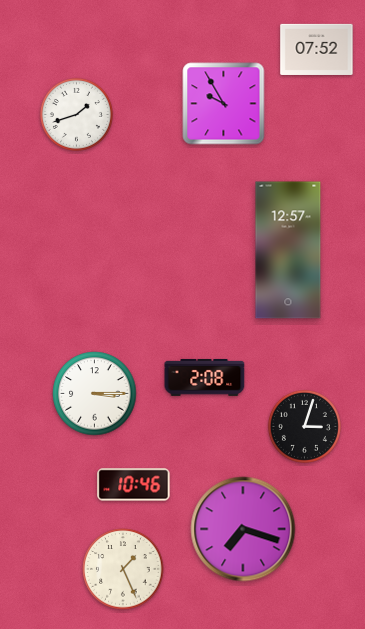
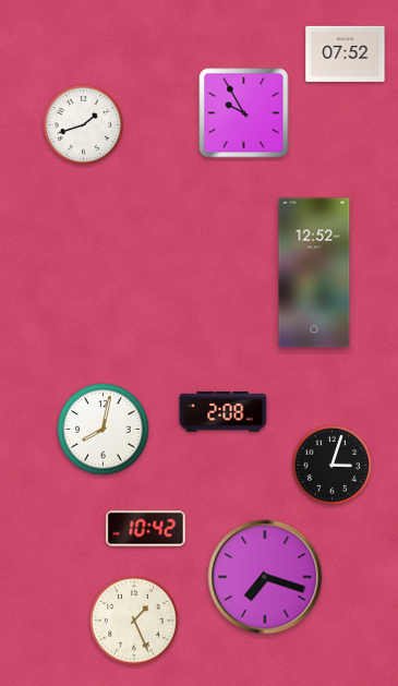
clock at (288, 250): 12:57 -> 12:52
clock at (95, 394): 3:15 -> 8:02
clock at (134, 485): 10:46 -> 10:42
